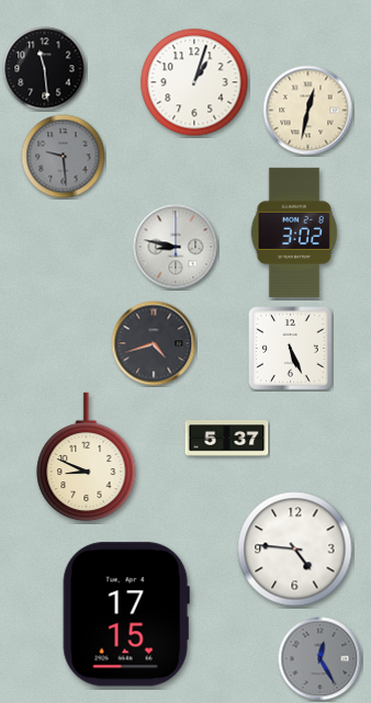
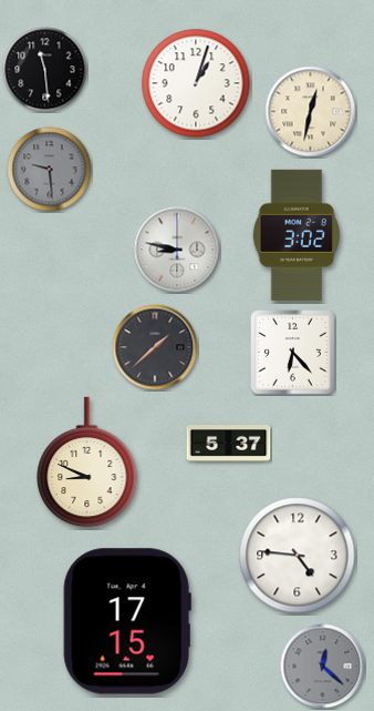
clock at (64, 157) position: (64, 157) -> (50, 170)
clock at (154, 343): 4:42 -> 1:38
clock at (291, 349): 5:26 -> 6:23
clock at (321, 659): 12:25 -> 12:22
